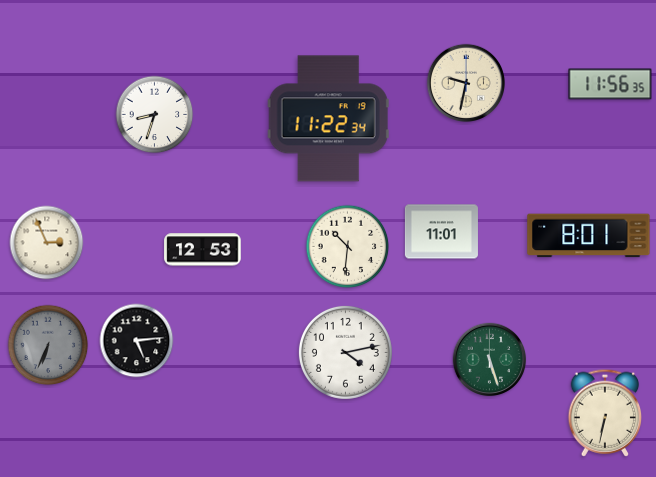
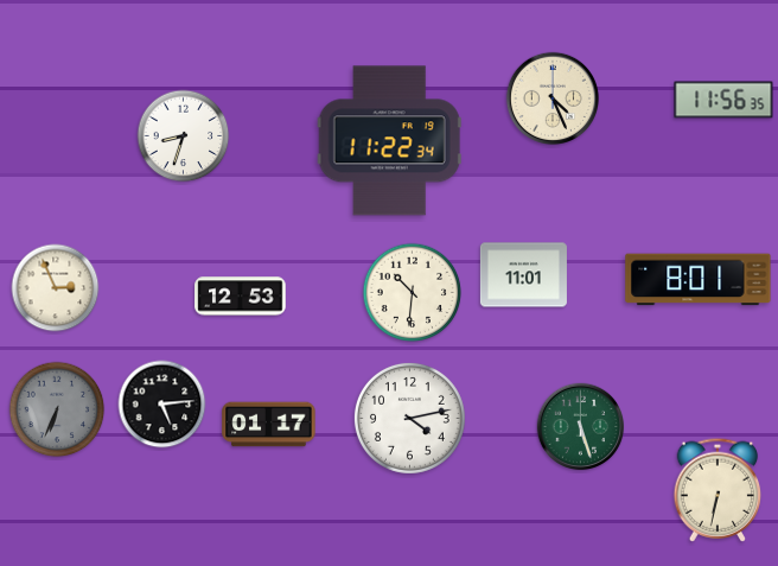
clock at (465, 82): 9:32 -> 4:26
clock at (269, 425): none -> 01:17
